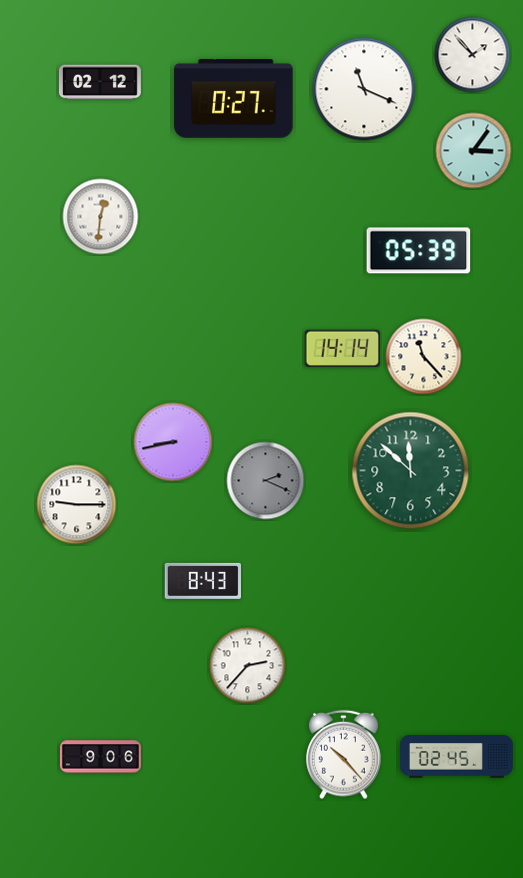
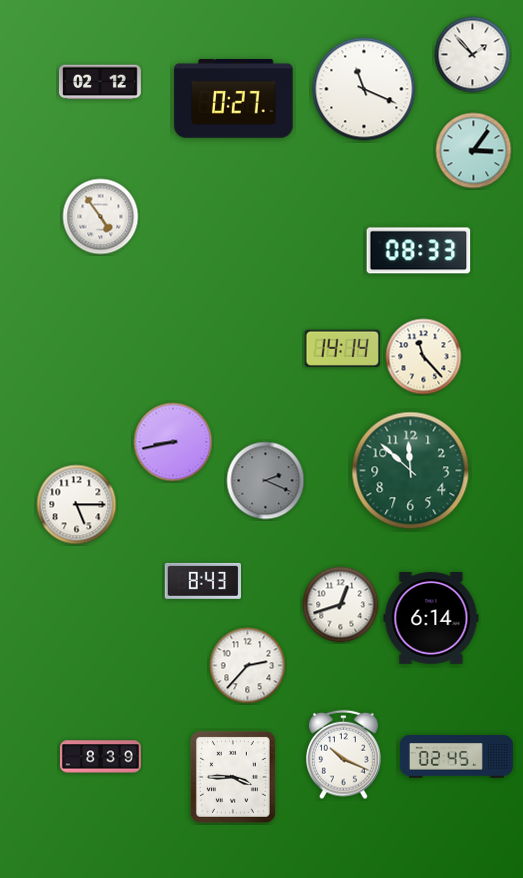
clock at (101, 217): 12:31 -> 4:54
clock at (419, 251): 05:39 -> 08:33
clock at (77, 505): 9:15 -> 5:15
clock at (341, 605): none -> 12:42
clock at (431, 619): none -> 6:14
clock at (344, 755): 10:23 -> 10:19
clock at (100, 757): 9:06 -> 8:39
clock at (233, 777): none -> 3:45
